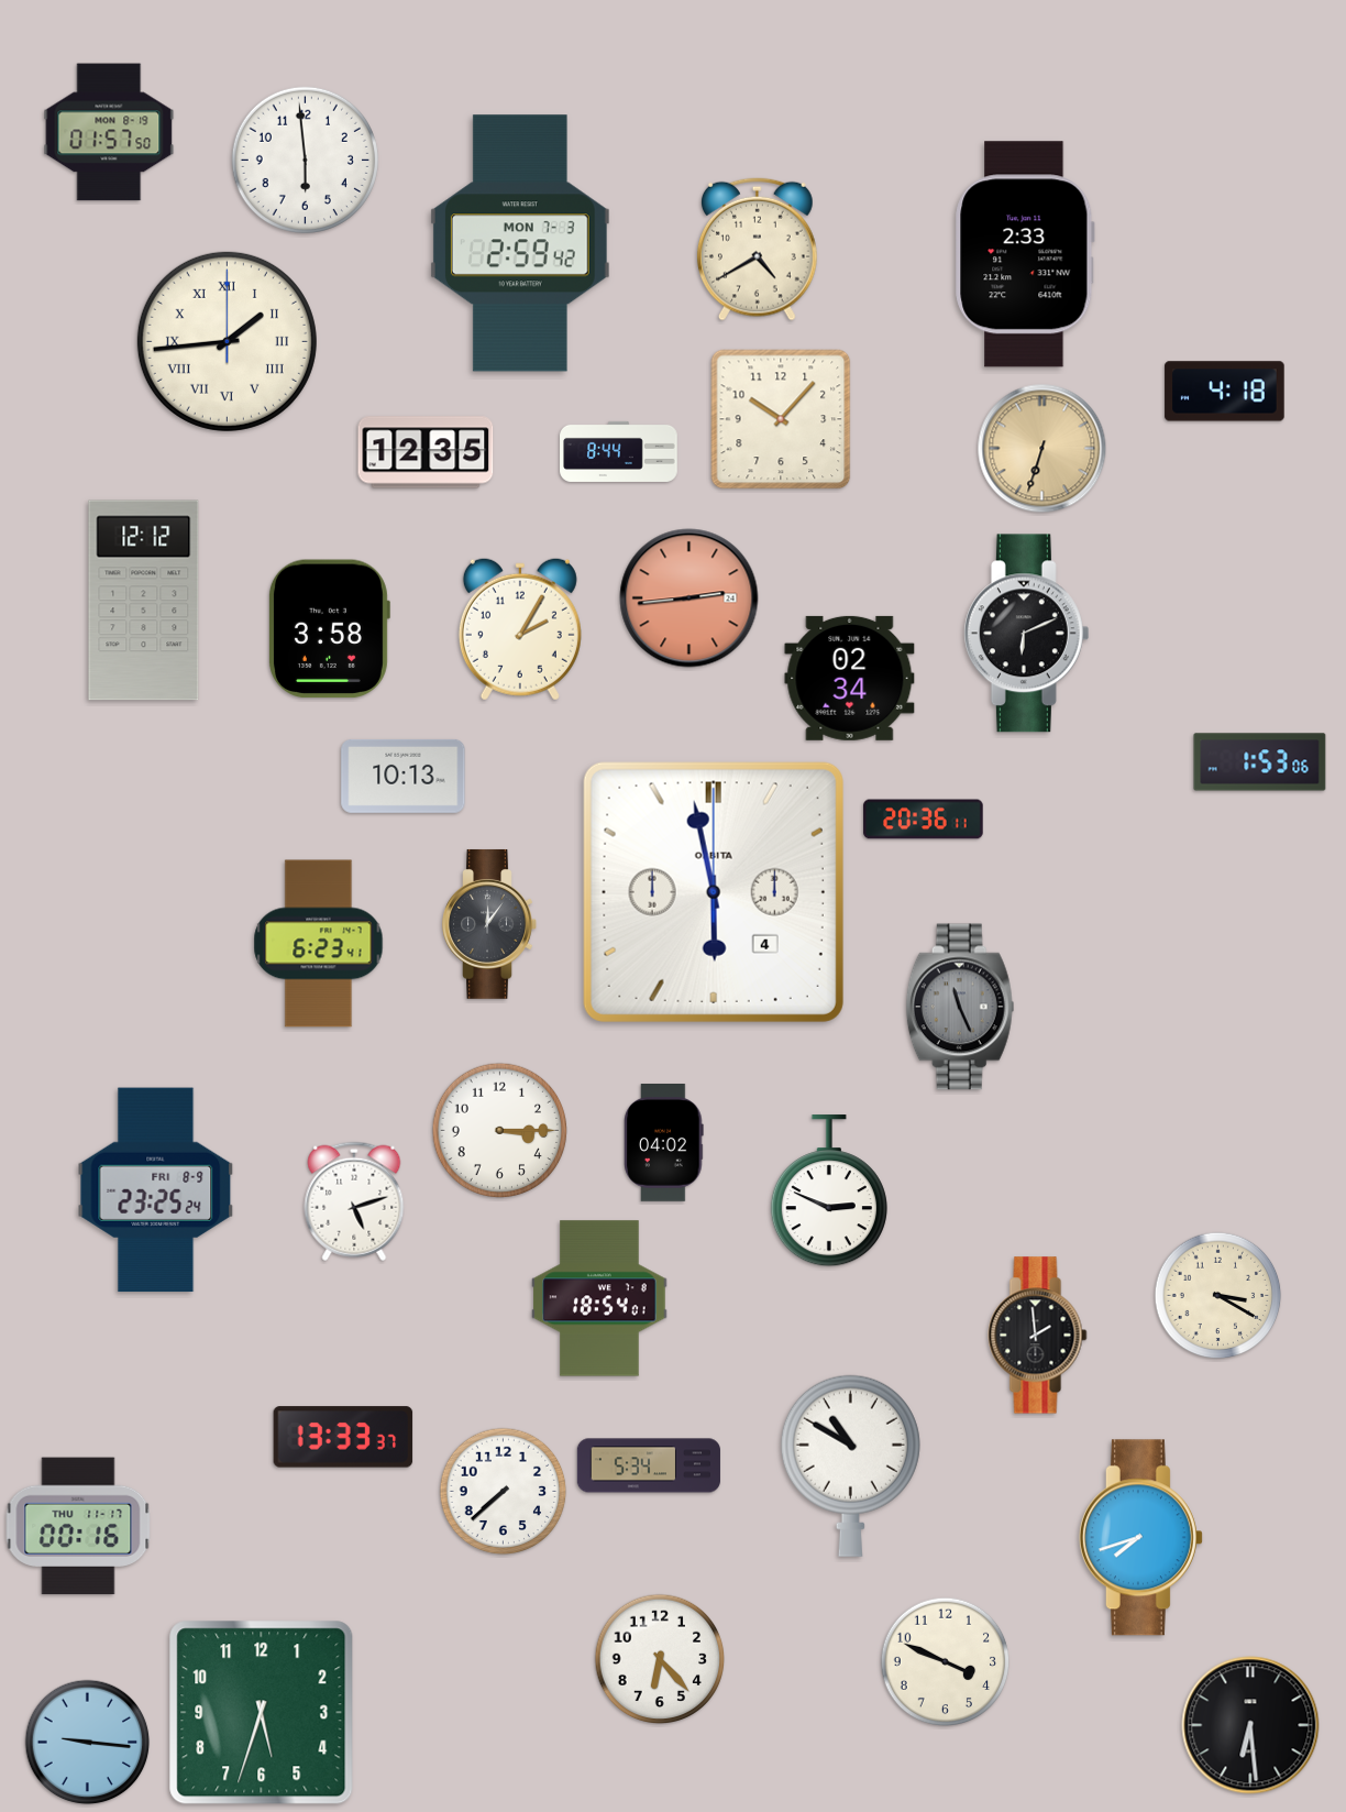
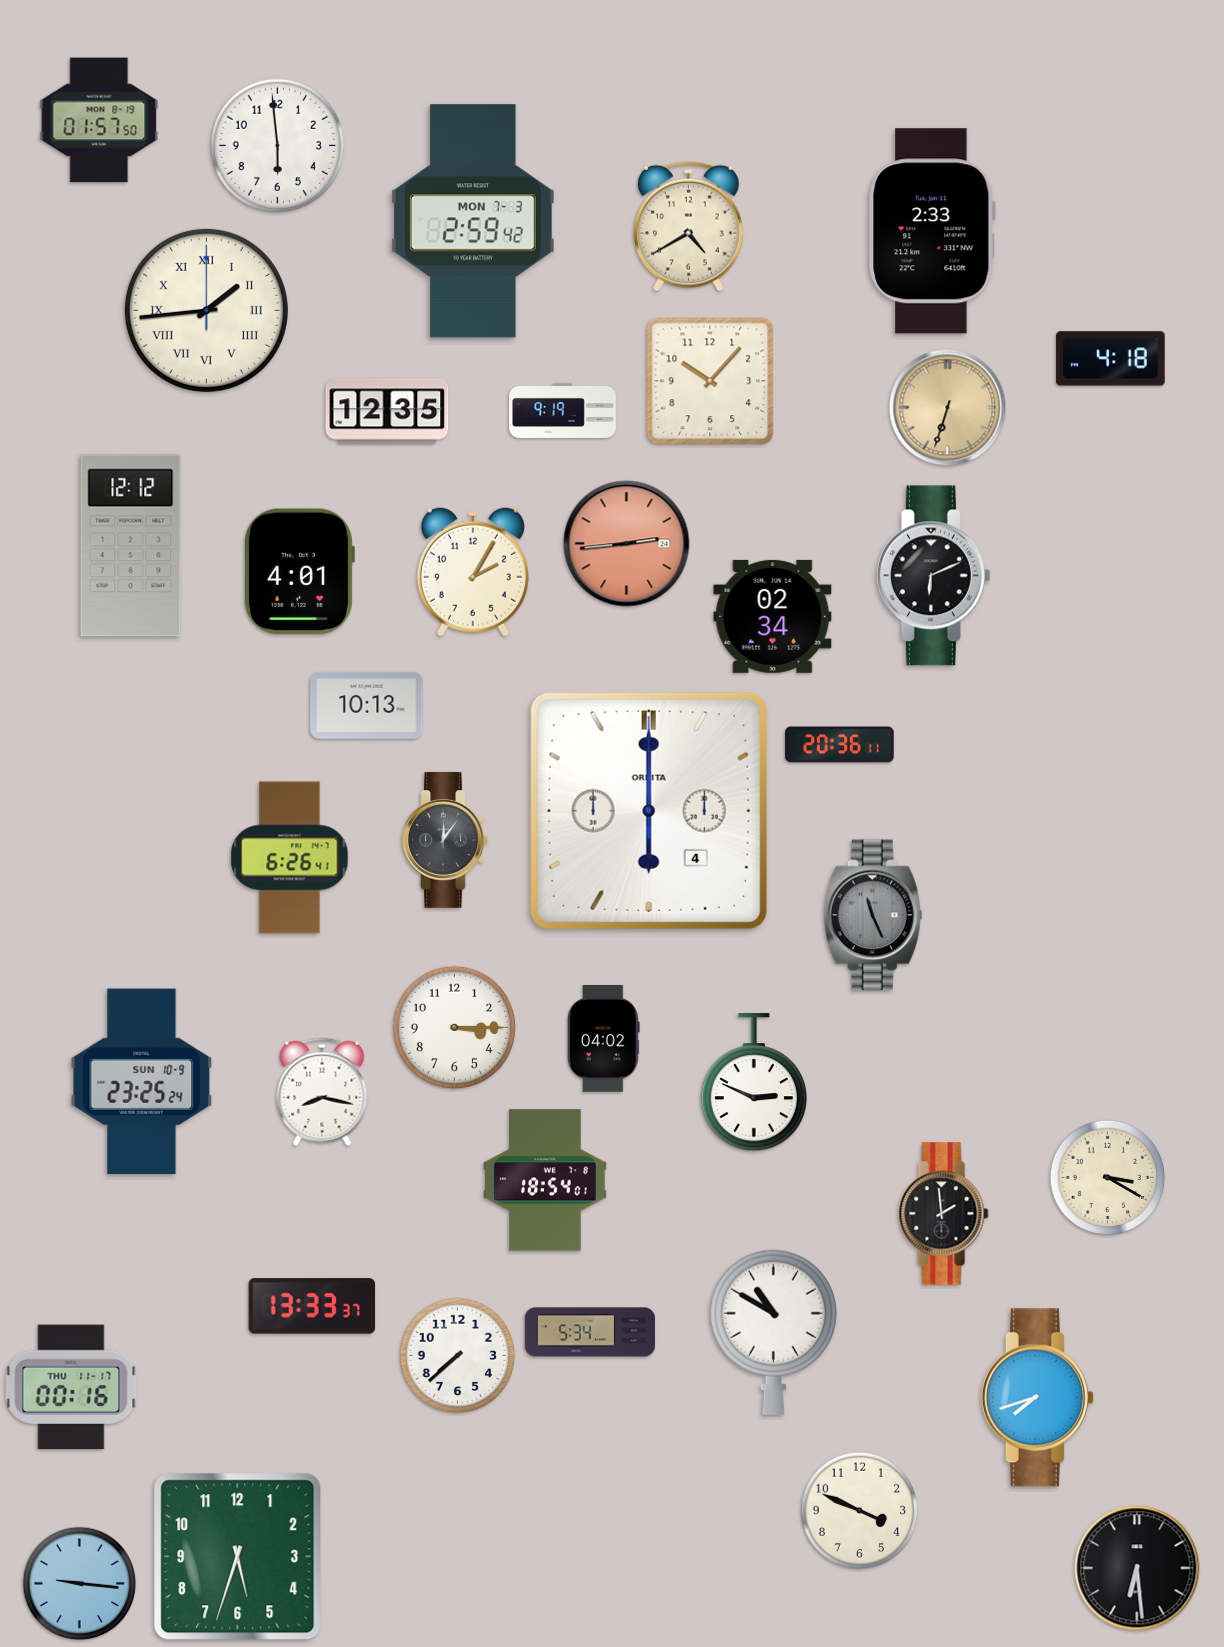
clock at (1225, 392) position: (1225, 392) -> (1111, 359)
clock at (619, 451): 8:44 -> 9:19
clock at (329, 629): 3:58 -> 4:01
clock at (1260, 762): 1:53 -> none
clock at (714, 892): 5:58 -> 6:00
clock at (319, 944): 6:23 -> 6:26
clock at (156, 1190) date: FRI 8-9 -> SUN 10-9
clock at (354, 1201): 5:12 -> 8:17
clock at (660, 1659): 6:23 -> none
